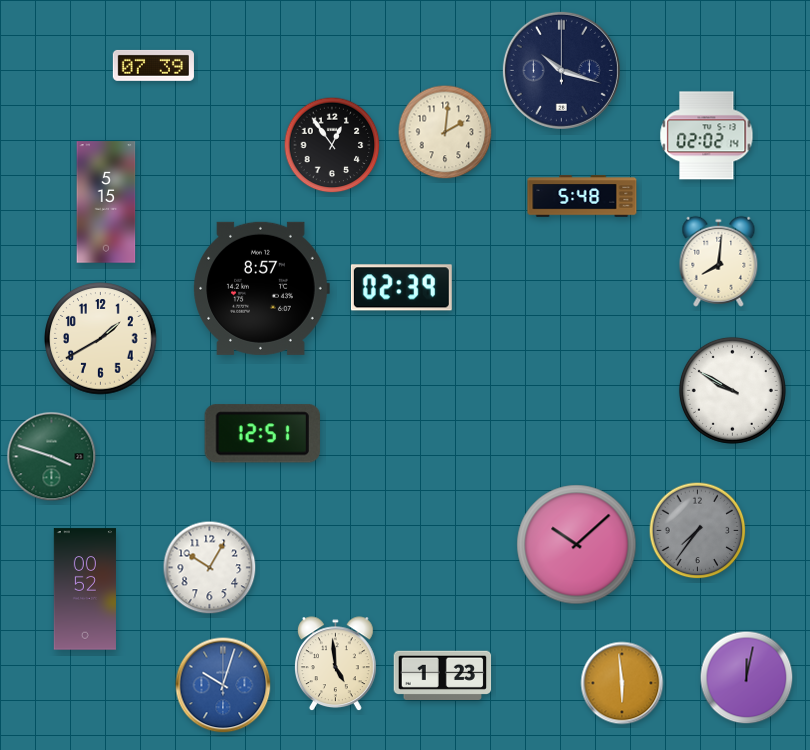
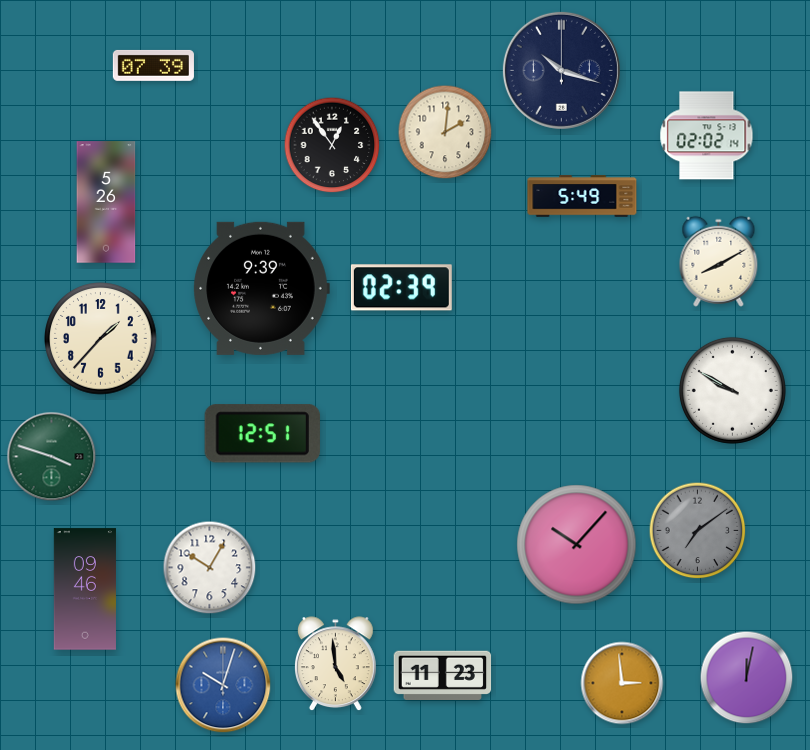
clock at (582, 196): 5:48 -> 5:49
clock at (106, 202): 5:15 -> 5:26
clock at (719, 261): 8:01 -> 8:10
clock at (261, 288): 8:57 -> 9:39
clock at (101, 339): 1:40 -> 1:37
clock at (698, 531): 7:36 -> 7:09
clock at (577, 545): 10:08 -> 10:07
clock at (85, 589): 00:52 -> 09:46
clock at (443, 675): 1:23 -> 11:23
clock at (622, 683): 5:59 -> 2:59
